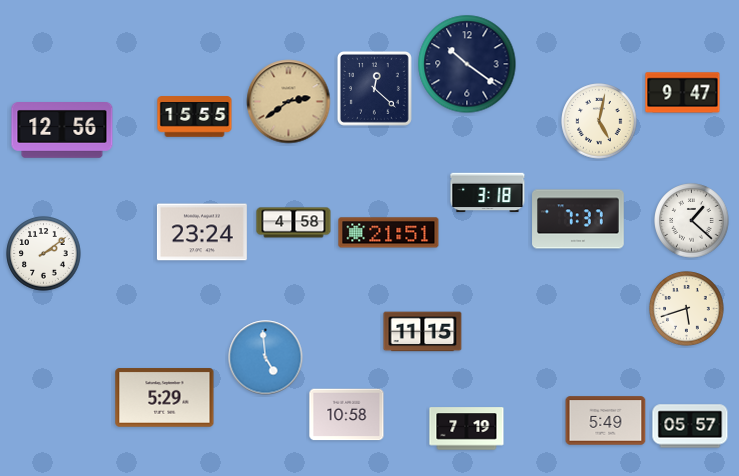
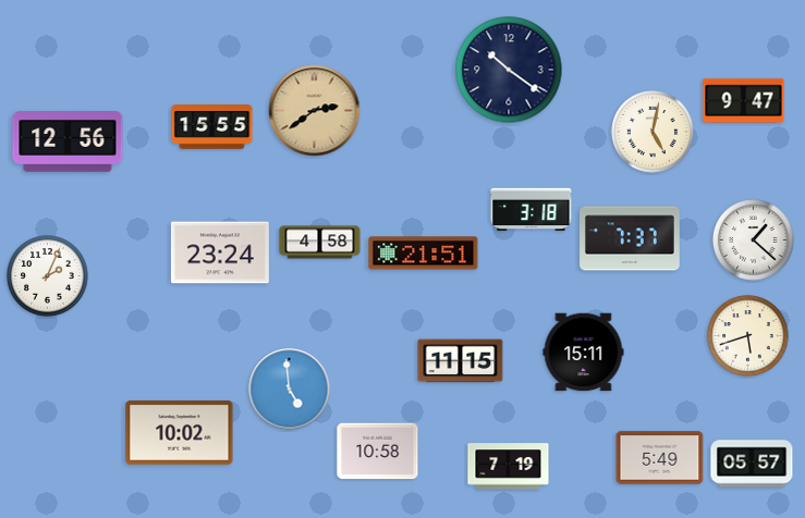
clock at (374, 88): 12:22 -> none
clock at (44, 254): 2:09 -> 2:04
clock at (584, 353): none -> 15:11
clock at (165, 398): 5:29 -> 10:02
